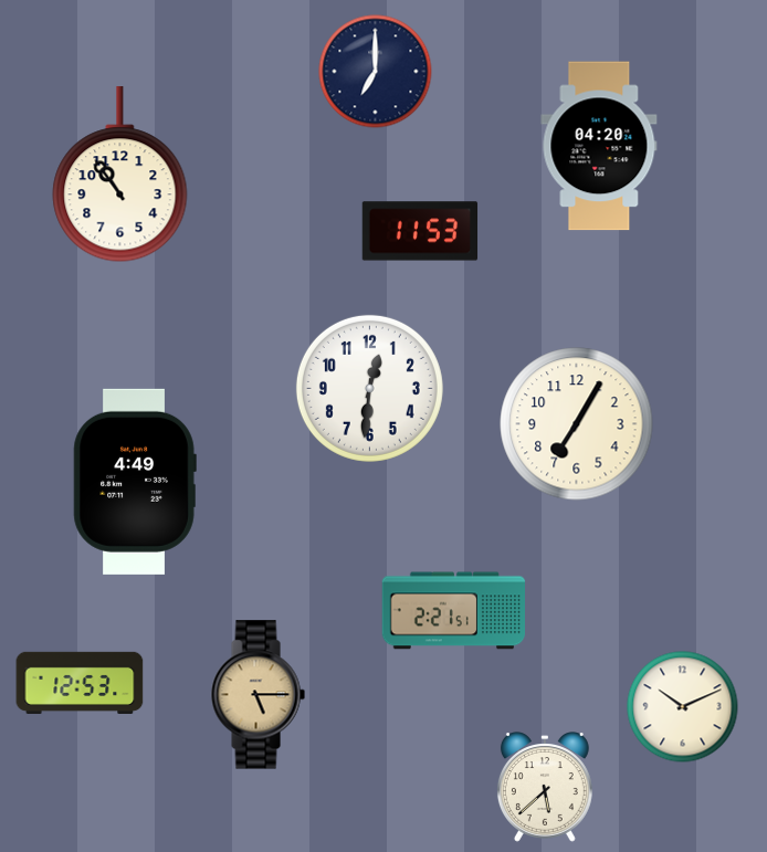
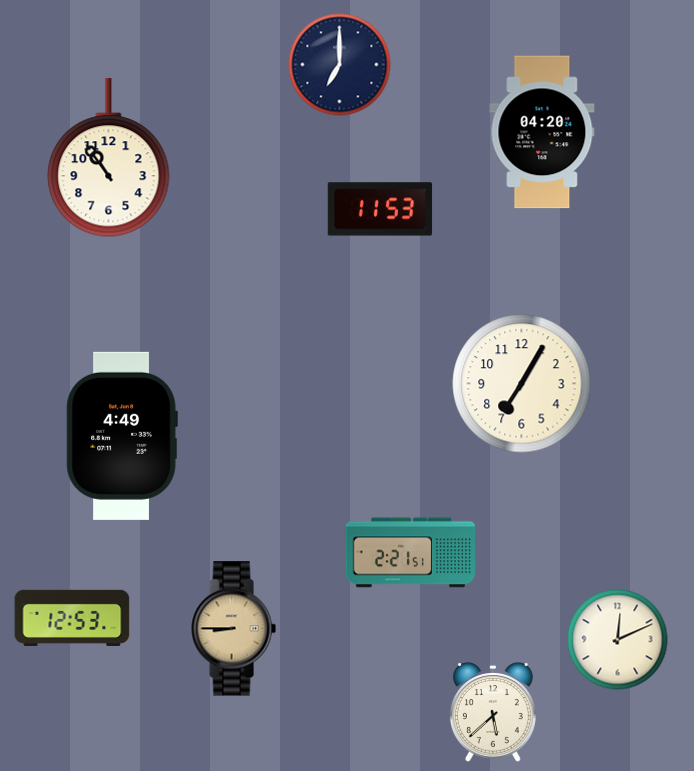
clock at (369, 388): 12:31 -> none
clock at (258, 695): 5:15 -> 8:45
clock at (683, 707): 10:11 -> 12:11
